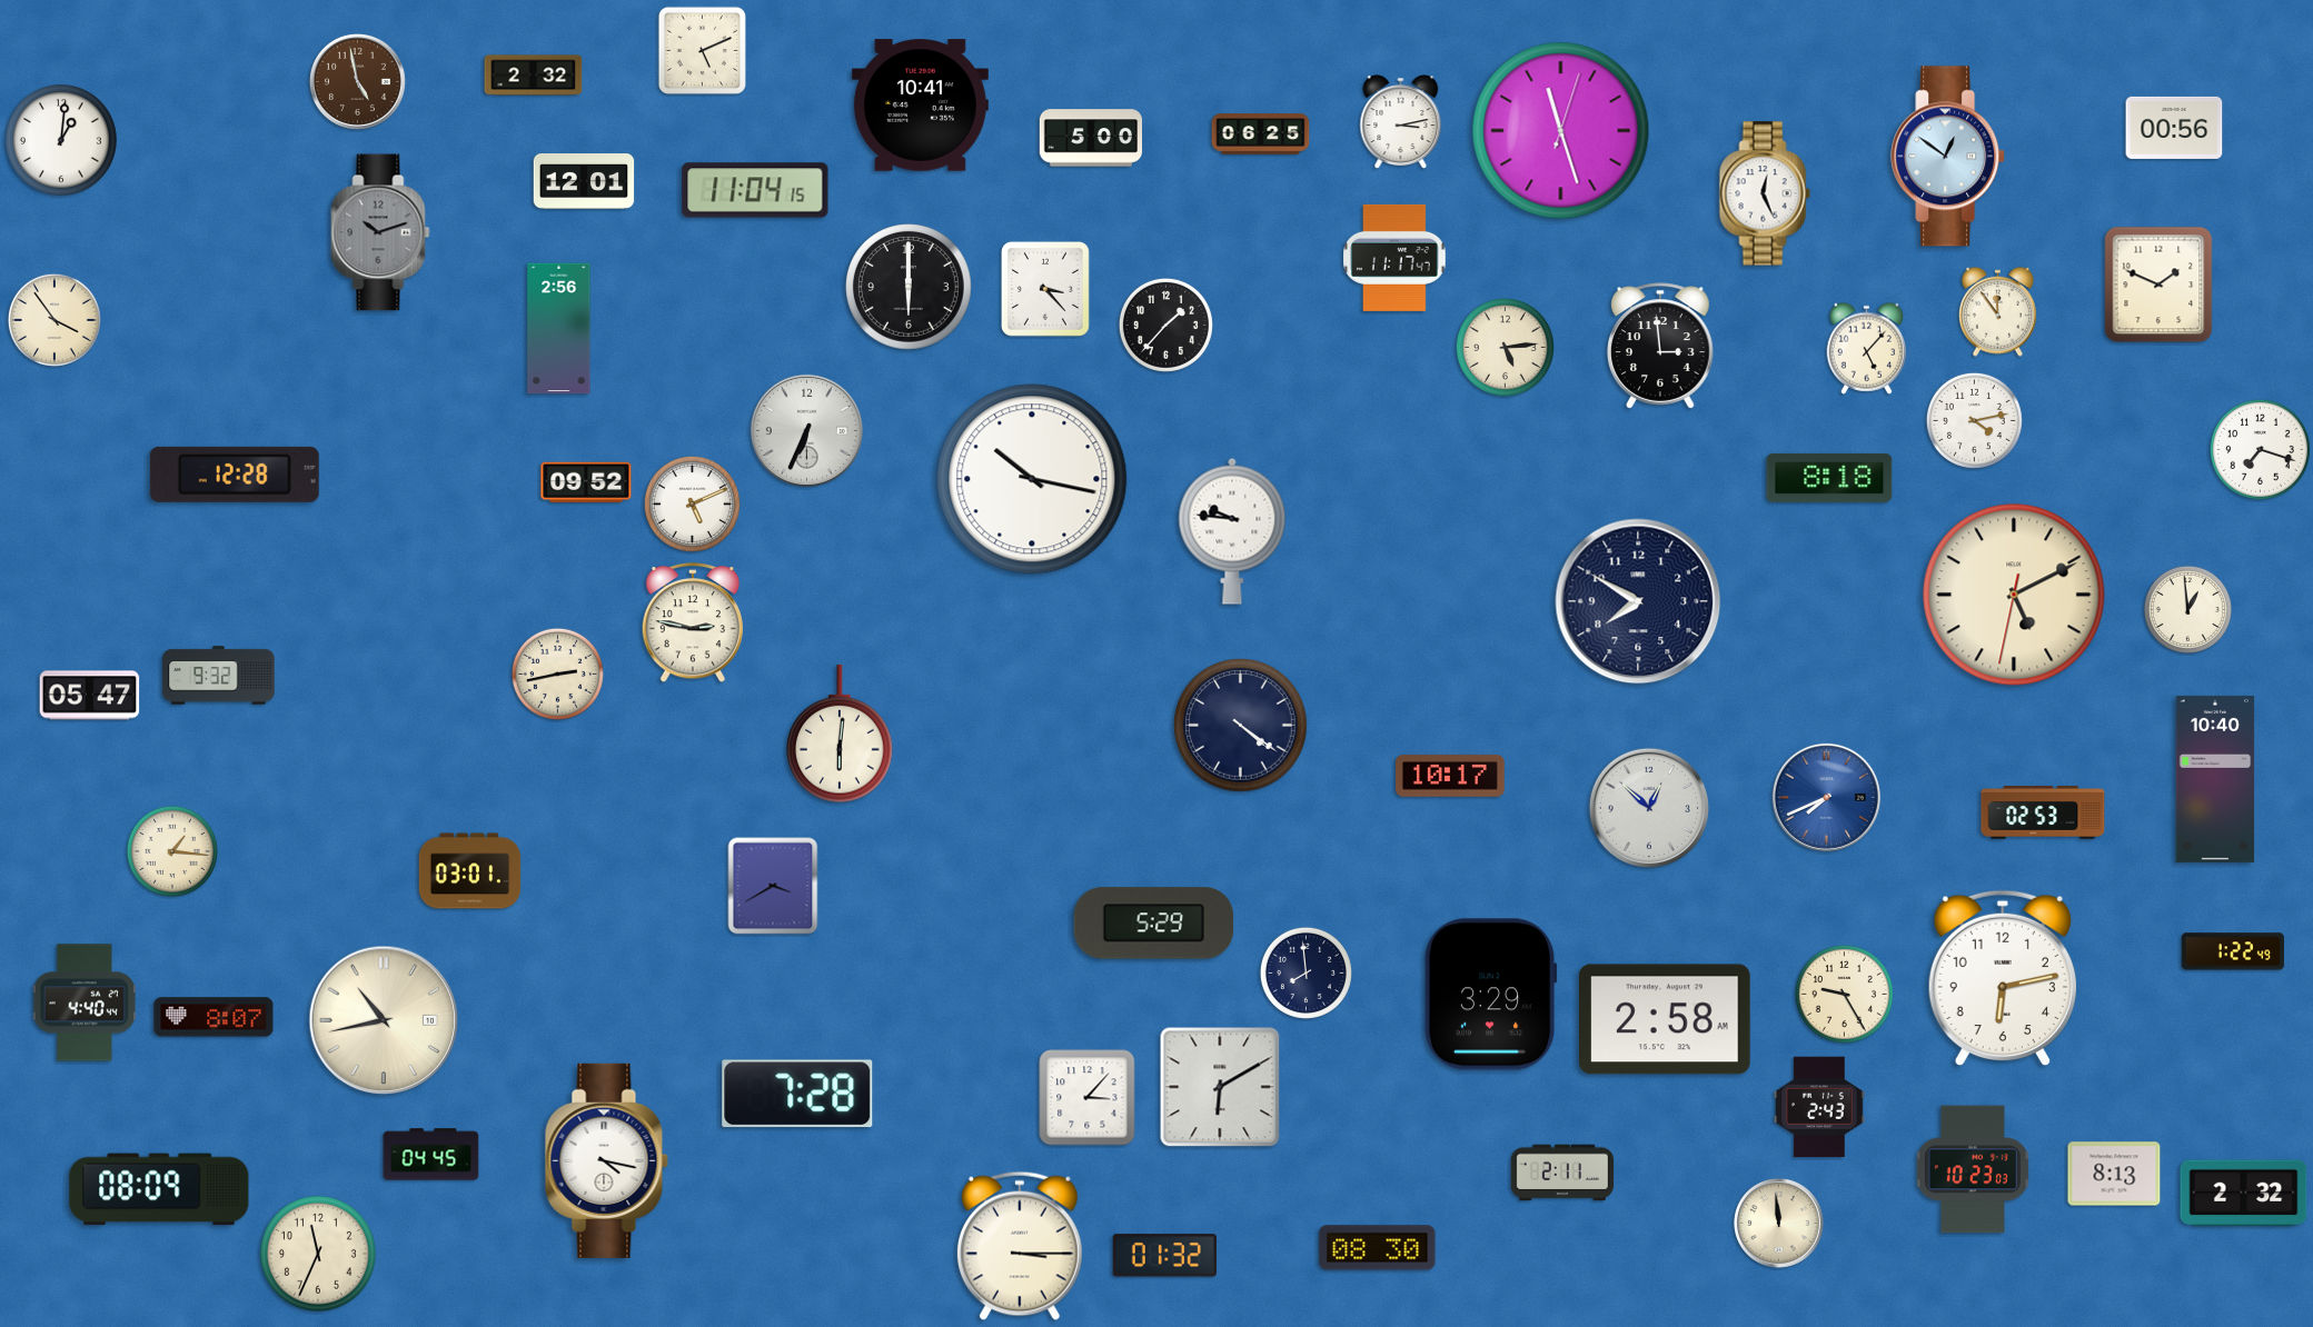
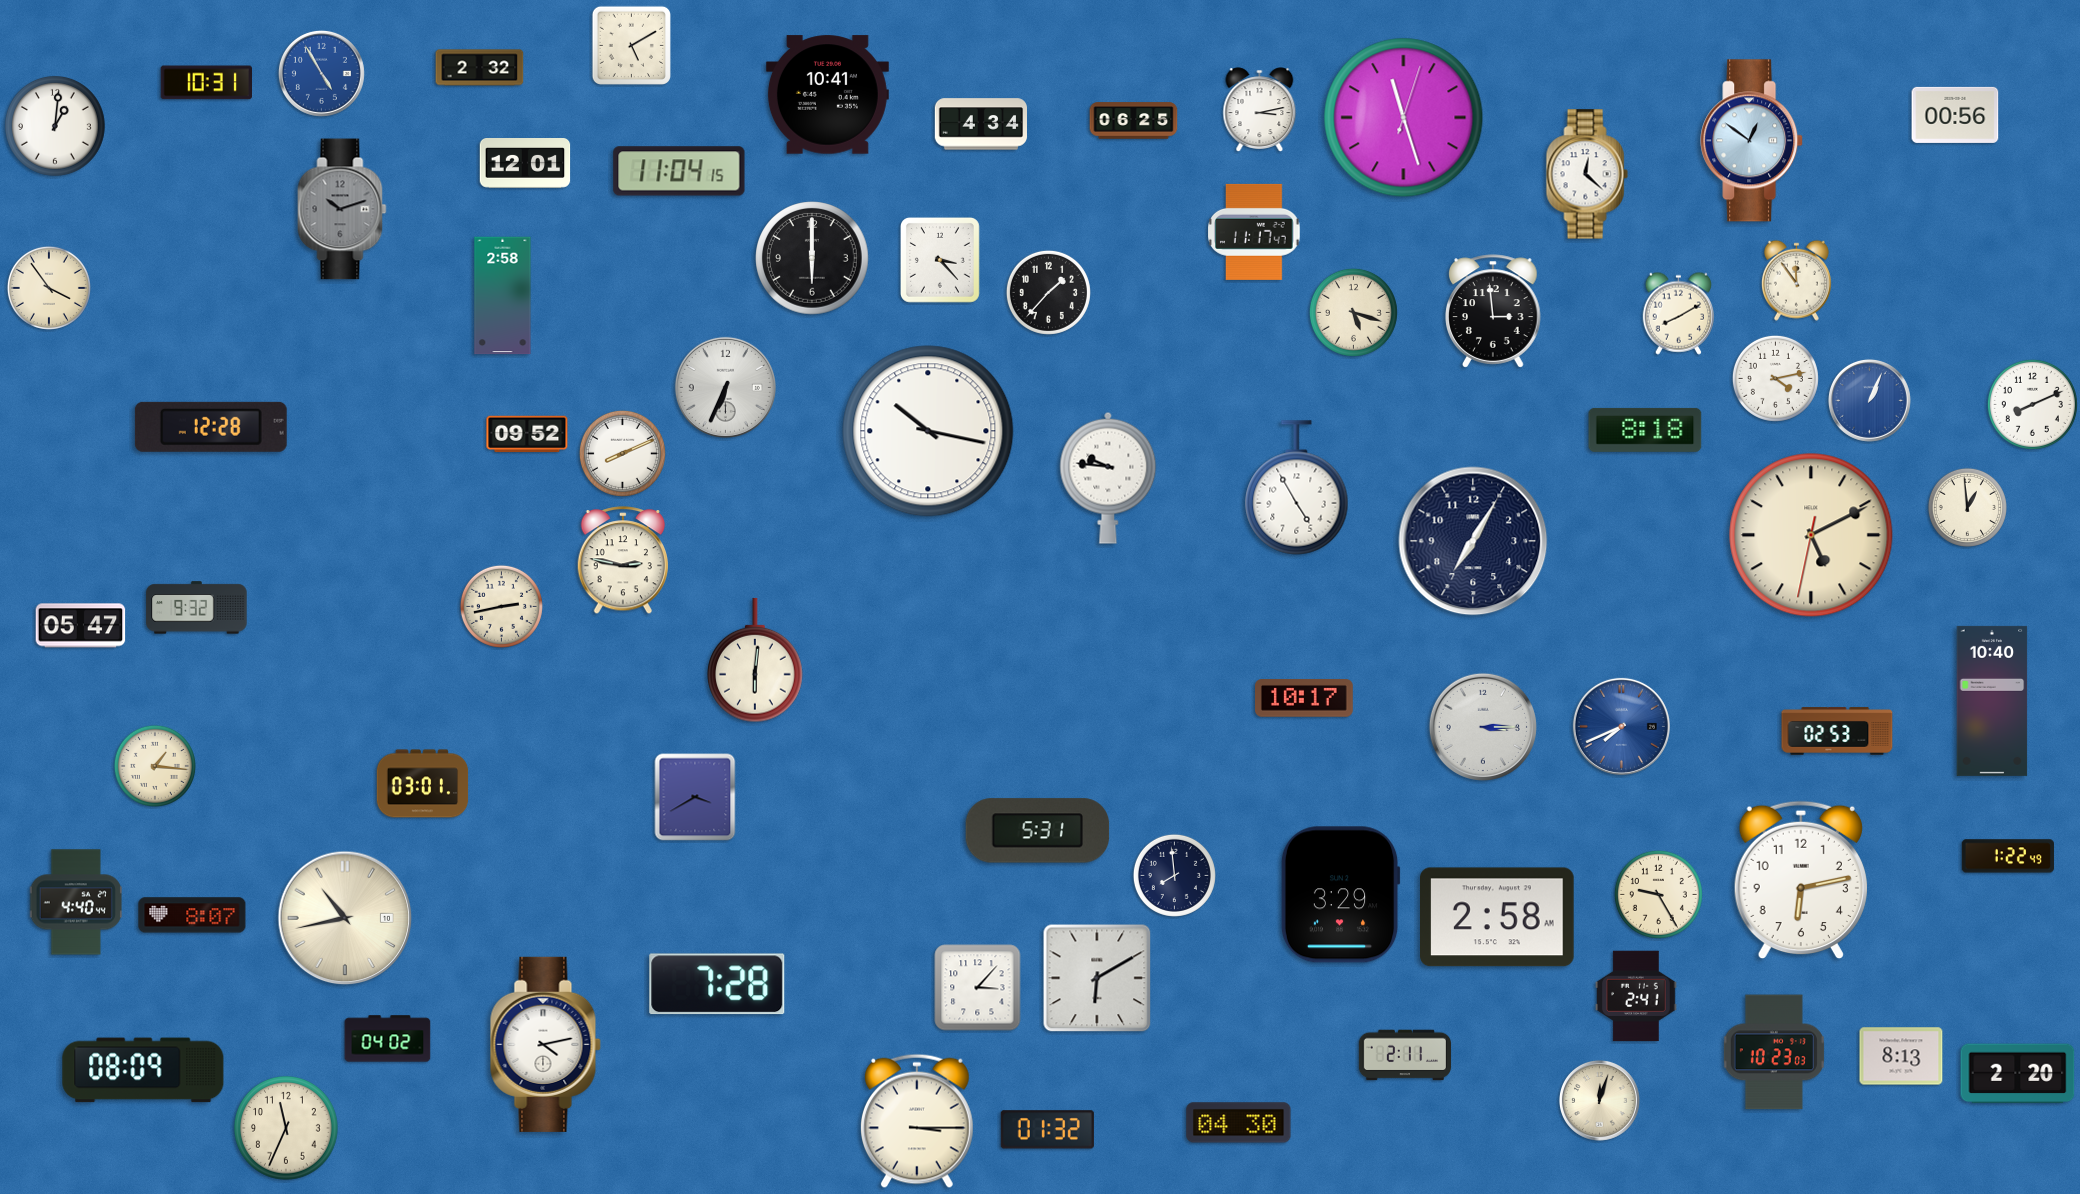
clock at (702, 50): 5:11 -> 5:10
clock at (357, 81): 4:58 -> 4:55
clock at (357, 81) dial: brown -> blue
clock at (206, 83): none -> 10:31
clock at (1090, 138): 5:00 -> 4:34
clock at (1765, 193): 12:26 -> 12:22
clock at (2158, 285): 1:49 -> none
clock at (909, 287) position: (909, 287) -> (812, 258)
clock at (559, 329): 2:56 -> 2:58
clock at (1505, 347): 5:14 -> 5:18
clock at (1866, 348): 5:07 -> 8:10
clock at (1869, 400): none -> 1:04
clock at (2260, 449): 7:18 -> 8:11
clock at (692, 503): 5:11 -> 8:11
clock at (1297, 488): none -> 4:55
clock at (1638, 601): 7:50 -> 7:05
clock at (2187, 609) position: (2187, 609) -> (1967, 507)
clock at (1241, 726): 4:21 -> none
clock at (1826, 797) position: (1826, 797) -> (1621, 726)
clock at (1649, 808): 12:52 -> 3:15
clock at (1154, 924): 5:29 -> 5:31
clock at (1819, 1107): 2:43 -> 2:41
clock at (431, 1155): 04:45 -> 04:02
clock at (606, 1160): 4:17 -> 4:13
clock at (2244, 1194): 2:32 -> 2:20
clock at (1778, 1223): 11:59 -> 12:03
clock at (1378, 1248): 08:30 -> 04:30
